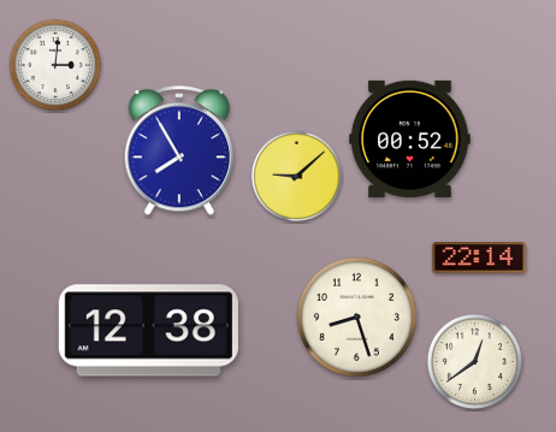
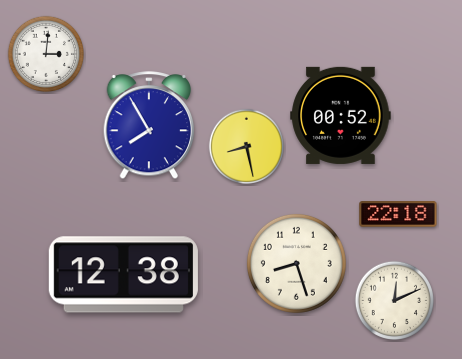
clock at (297, 177): 9:08 -> 8:28
clock at (479, 258): 22:14 -> 22:18
clock at (474, 361): 12:39 -> 12:11
